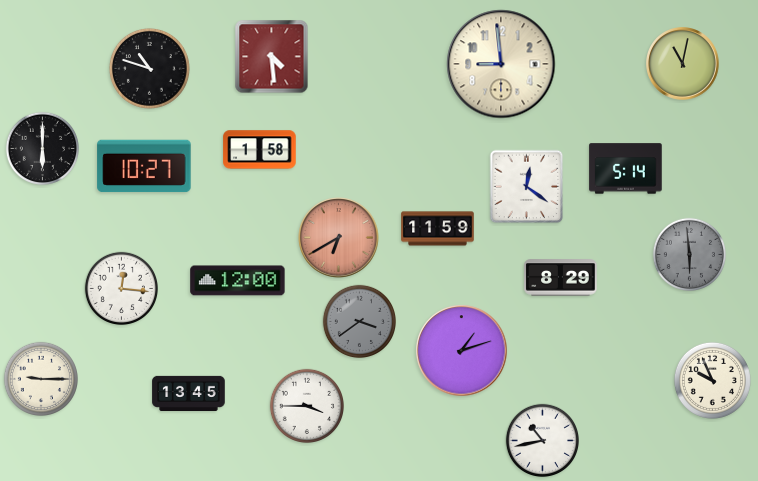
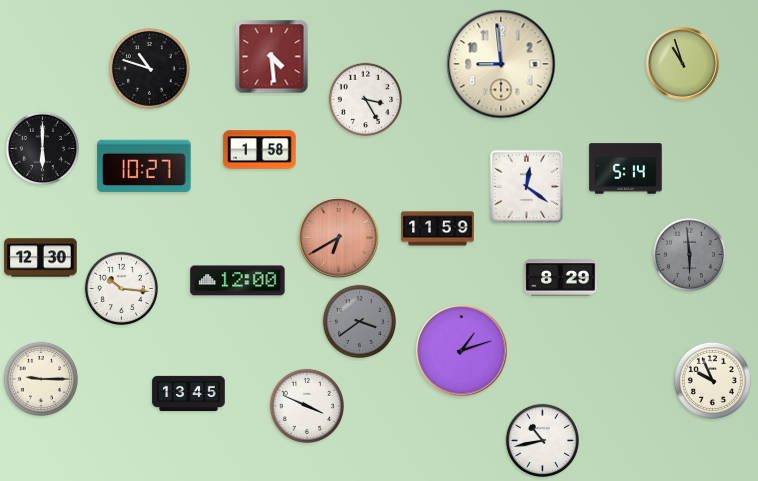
clock at (683, 64): 11:02 -> 10:57
clock at (365, 99): none -> 3:25
clock at (41, 258): none -> 12:30
clock at (121, 288): 12:16 -> 10:16
clock at (306, 405): 3:45 -> 3:49
